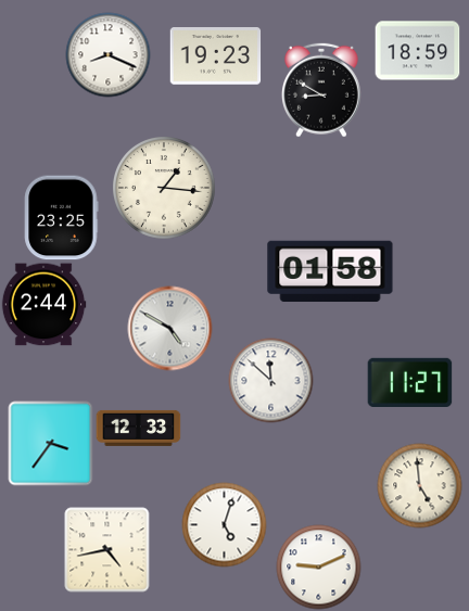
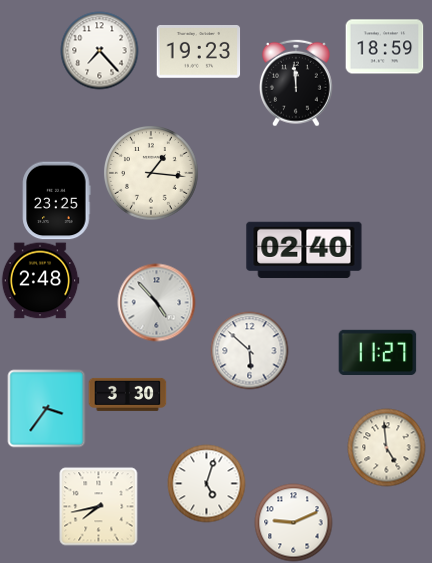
clock at (107, 54): 8:19 -> 7:23
clock at (321, 90): 8:50 -> 11:59
clock at (330, 271): 01:58 -> 02:40
clock at (43, 305): 2:44 -> 2:48
clock at (169, 328): 4:50 -> 4:53
clock at (270, 380): 11:52 -> 5:52
clock at (138, 428): 12:33 -> 3:30
clock at (106, 549): 4:43 -> 7:43
